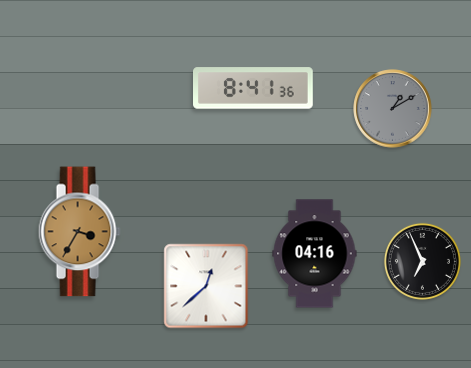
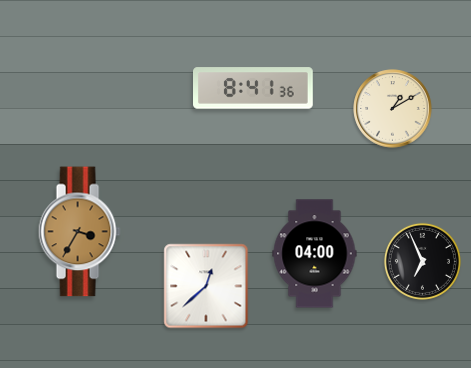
clock at (393, 109) dial: grey -> cream
clock at (315, 254): 04:16 -> 04:00
